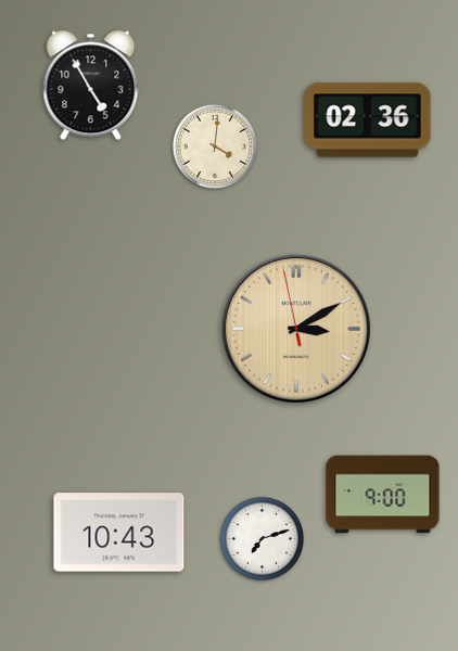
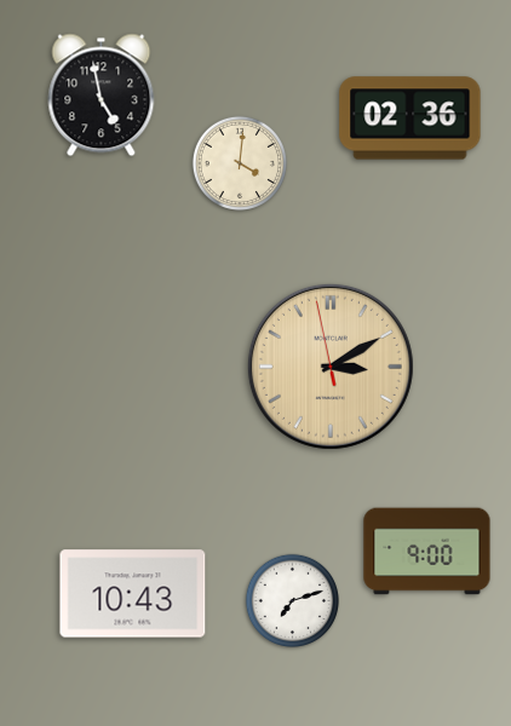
clock at (91, 86): 4:55 -> 4:58
clock at (368, 120) position: (368, 120) -> (410, 119)
